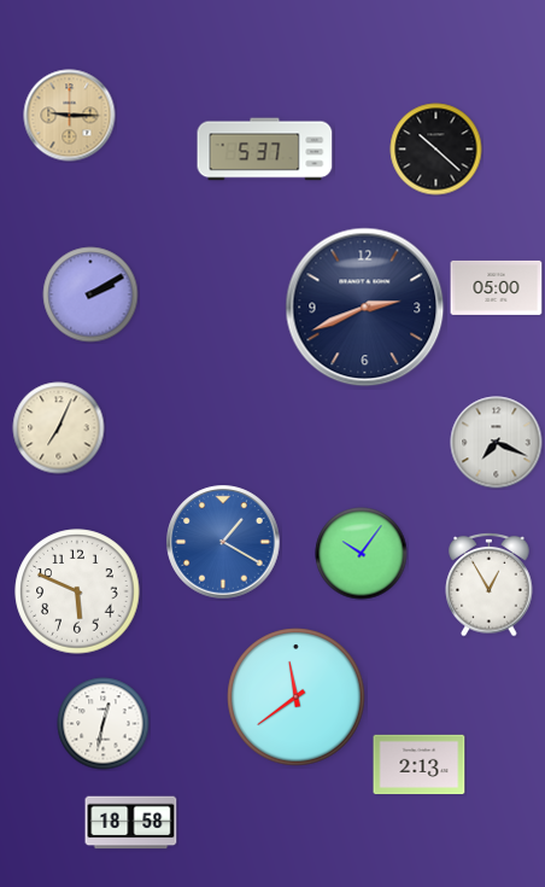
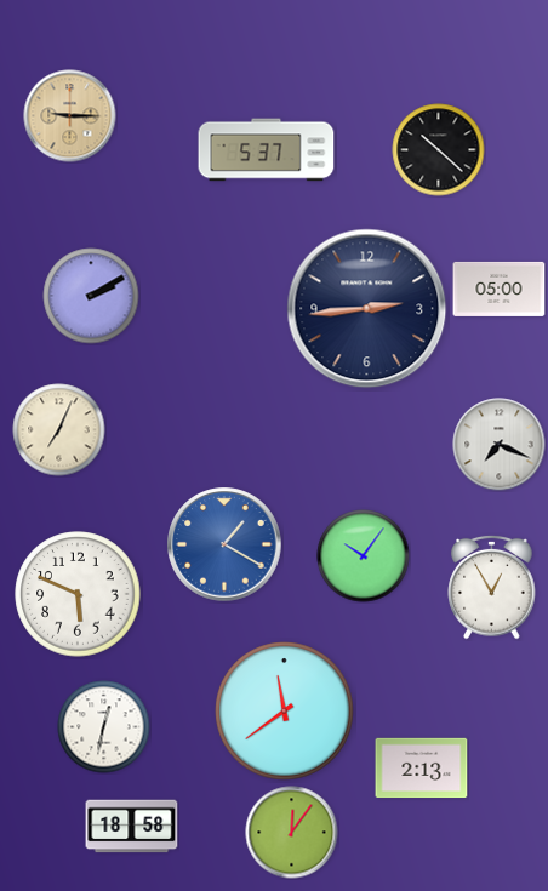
clock at (365, 308): 2:41 -> 2:44
clock at (297, 698) position: (297, 698) -> (285, 712)
clock at (292, 833): none -> 12:06
